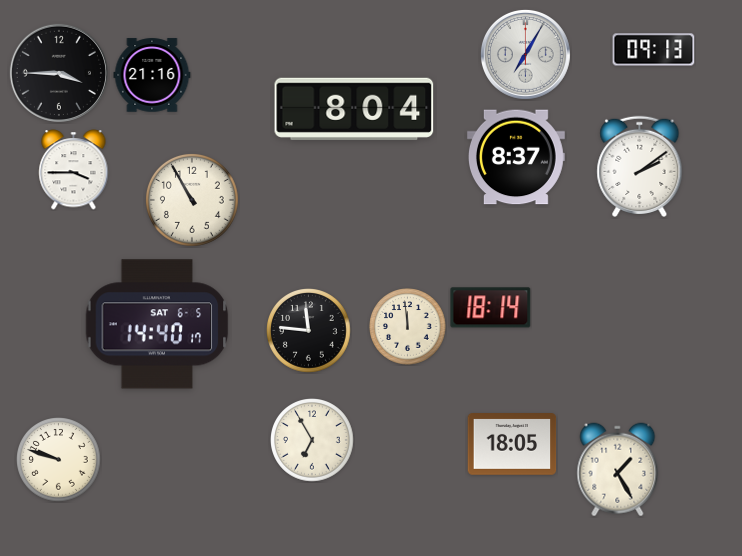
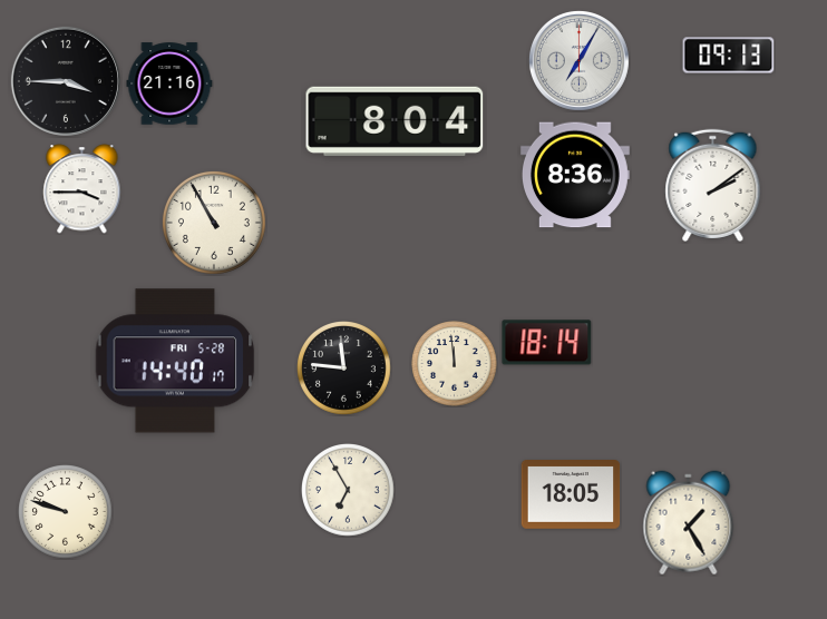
clock at (525, 54) position: (525, 54) -> (578, 60)
clock at (516, 157): 8:37 -> 8:36
clock at (157, 324) date: SAT 6-5 -> FRI 5-28
